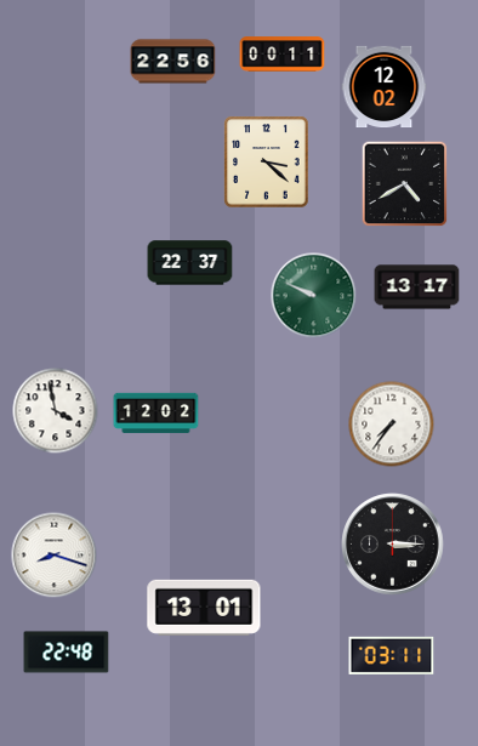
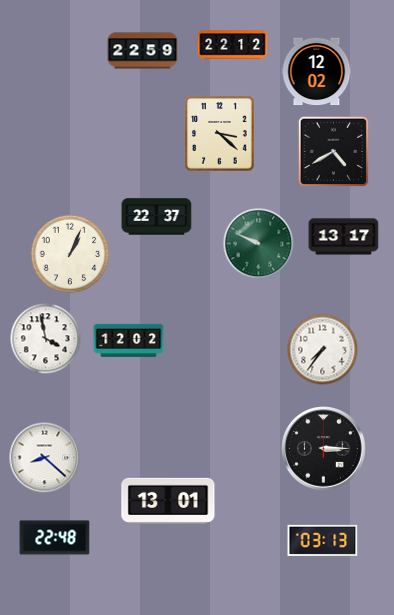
clock at (283, 55): 00:11 -> 22:12
clock at (173, 62): 22:56 -> 22:59
clock at (70, 254): none -> 1:04
clock at (55, 556): 8:18 -> 8:22
clock at (392, 655): 03:11 -> 03:13
